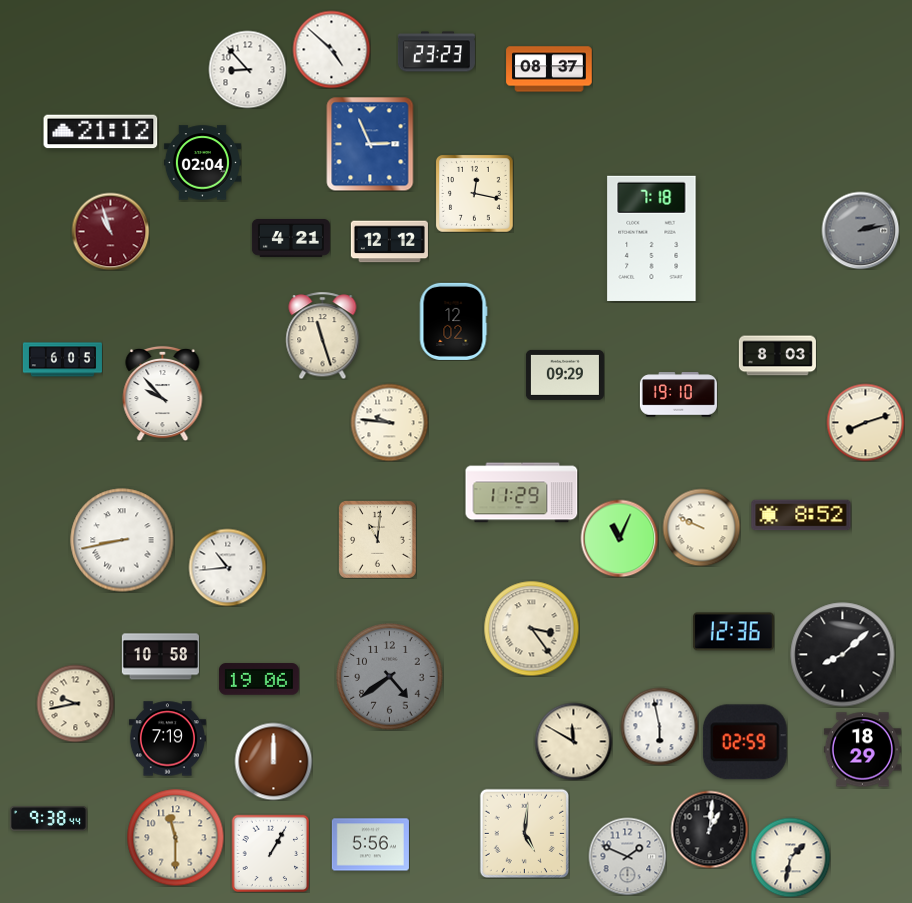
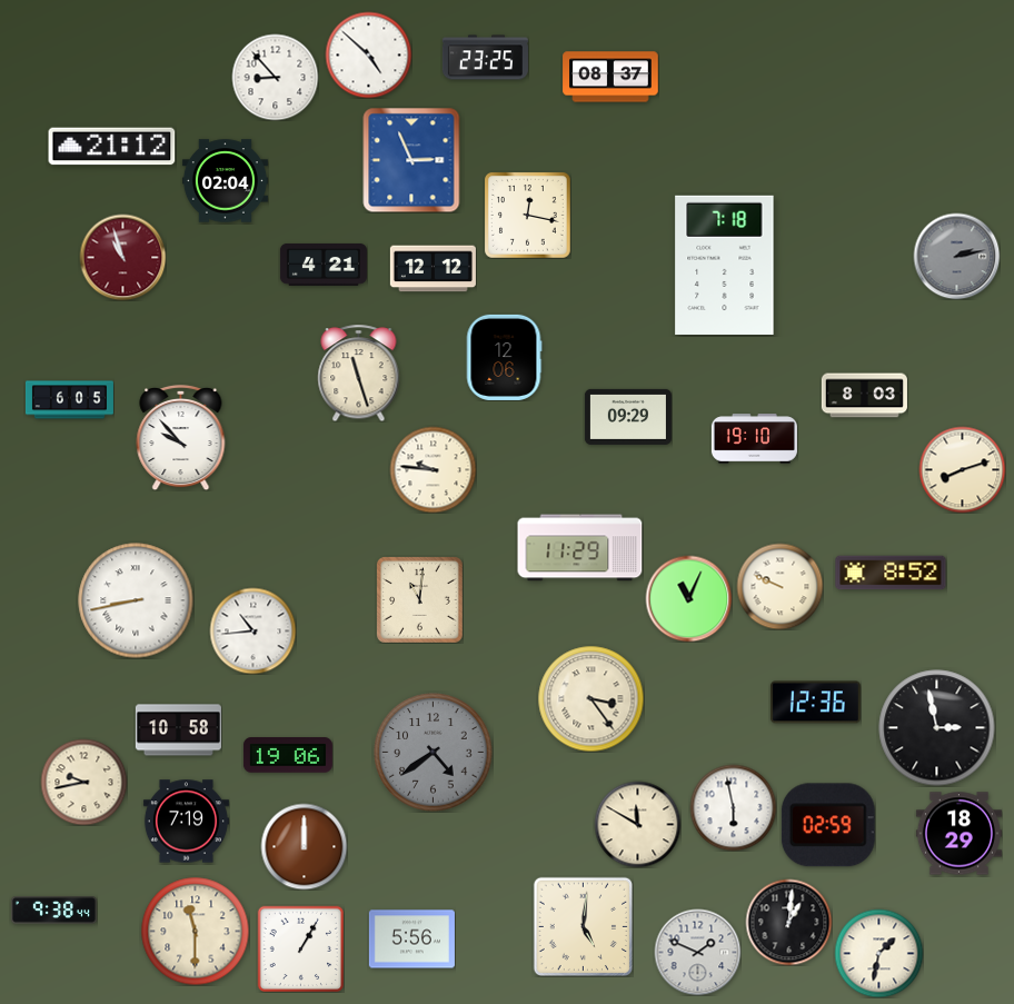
clock at (436, 52): 23:23 -> 23:25
clock at (453, 321): 12:02 -> 12:06
clock at (843, 655): 8:08 -> 2:58
